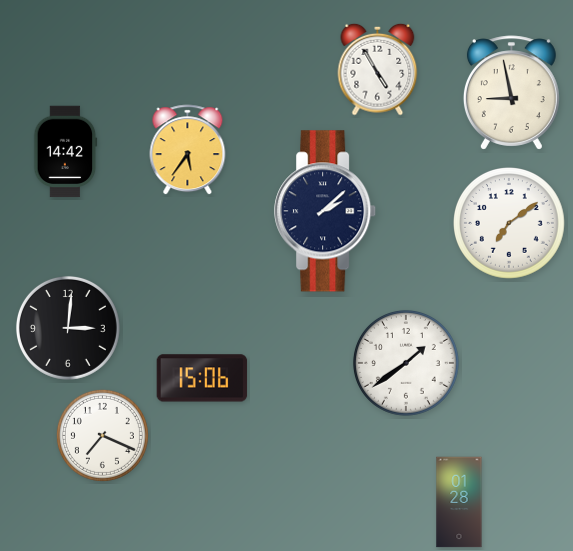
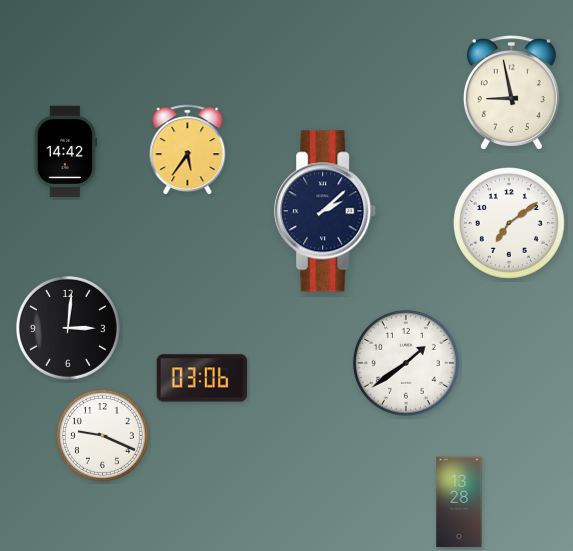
clock at (378, 69): 4:55 -> none
clock at (202, 378): 15:06 -> 03:06
clock at (102, 435): 7:19 -> 9:19
clock at (459, 502): 01:28 -> 13:28
